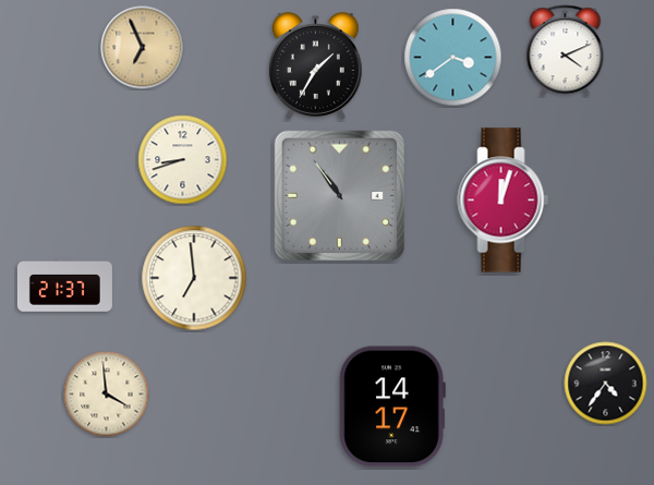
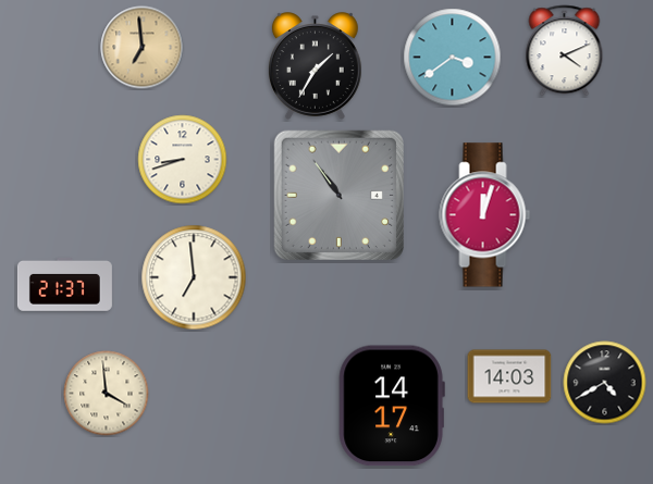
clock at (143, 48): 6:56 -> 6:59
clock at (504, 201) position: (504, 201) -> (485, 215)
clock at (509, 376): none -> 14:03
clock at (606, 384): 4:36 -> 4:40
